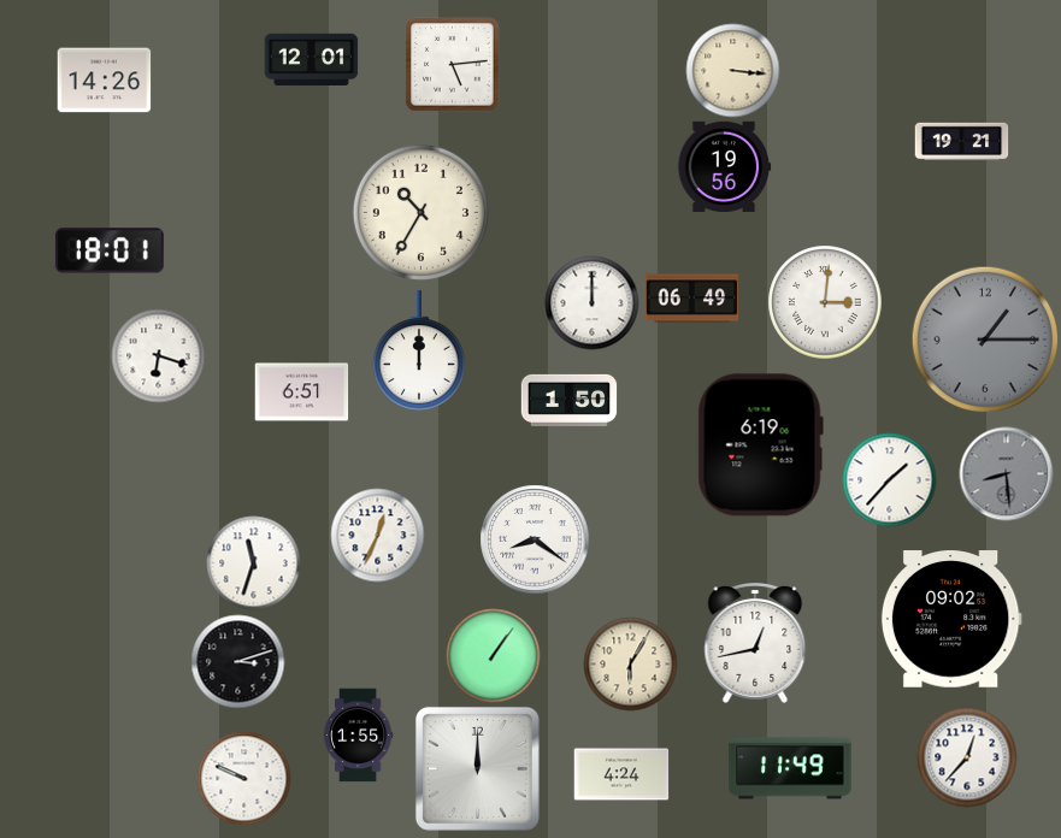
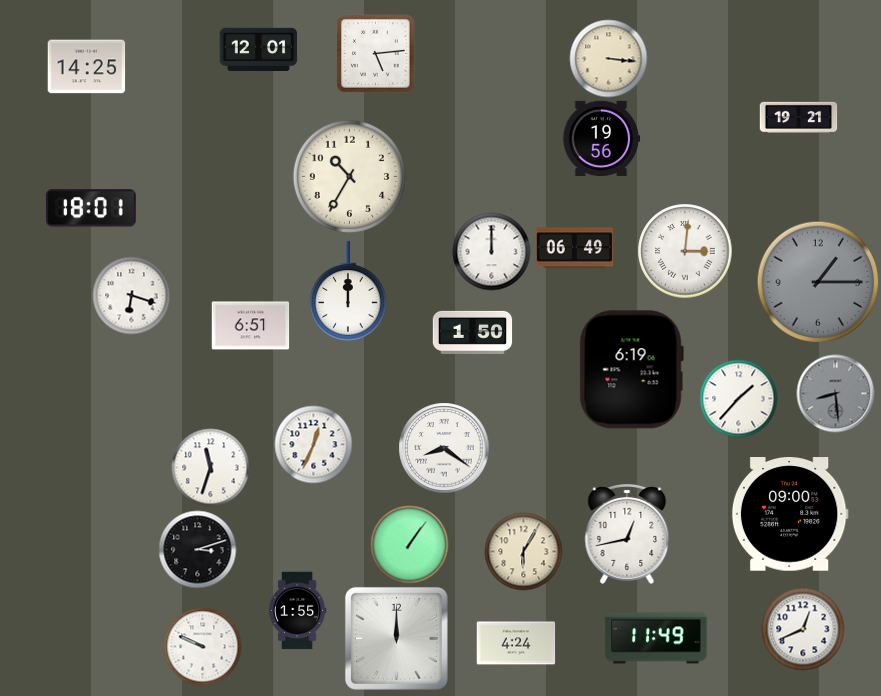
clock at (104, 81): 14:26 -> 14:25
clock at (951, 619): 09:02 -> 09:00
clock at (967, 757): 12:37 -> 12:41
